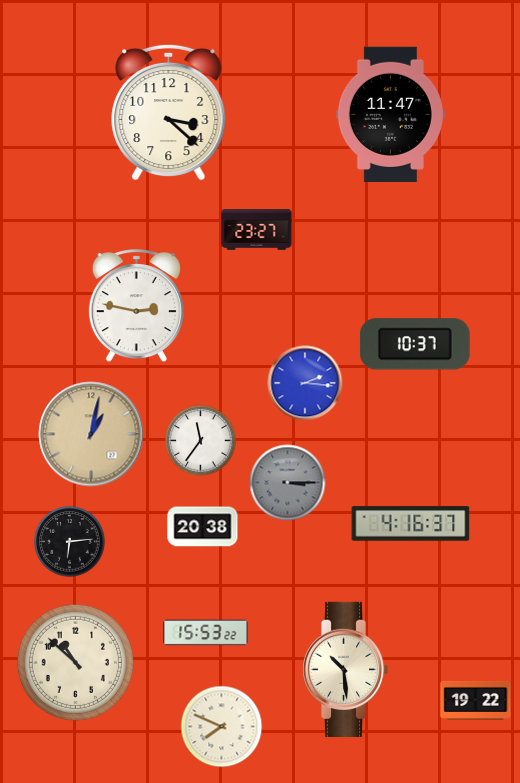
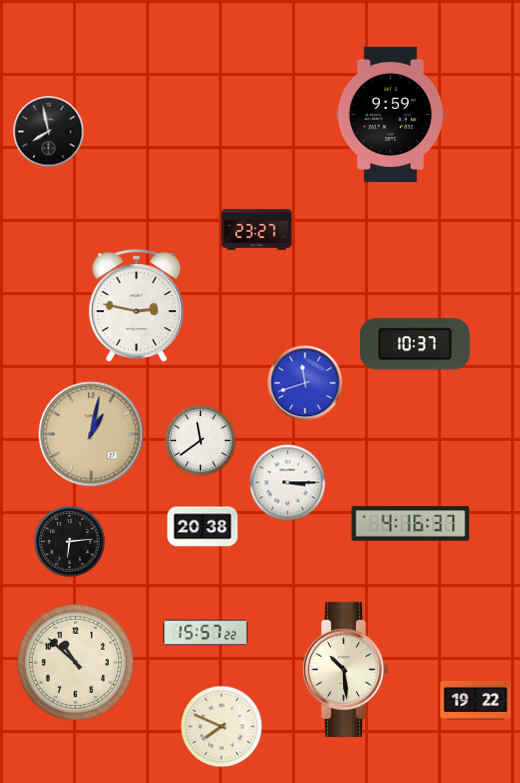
clock at (169, 112): 3:22 -> none
clock at (390, 114): 11:47 -> 9:59
clock at (49, 132): none -> 7:58
clock at (305, 383): 2:16 -> 11:42
clock at (201, 441): 11:36 -> 11:39
clock at (288, 483) dial: grey -> white
clock at (206, 633): 15:53 -> 15:57
